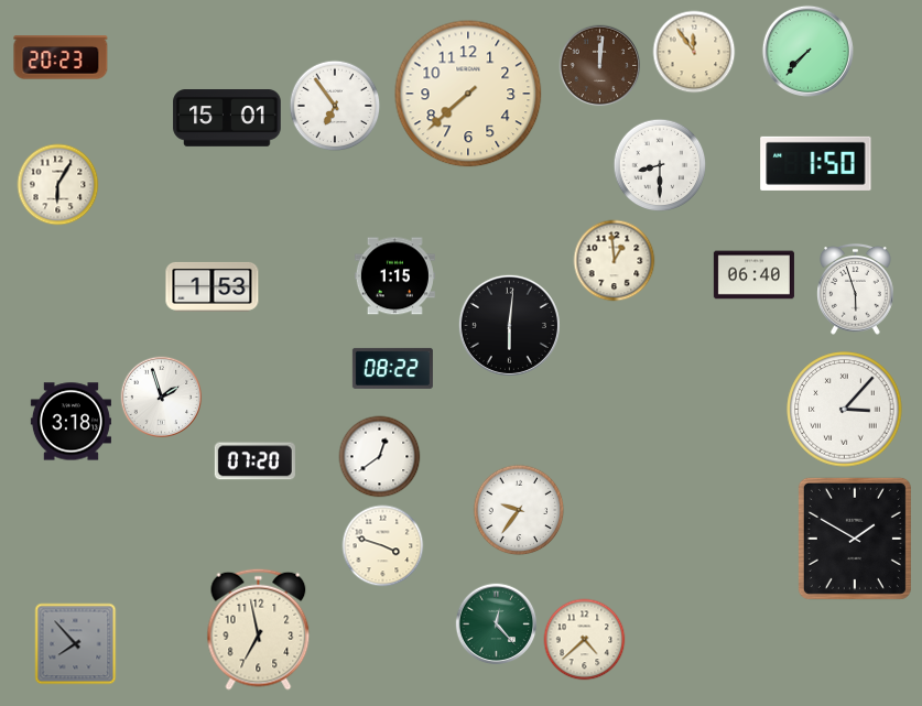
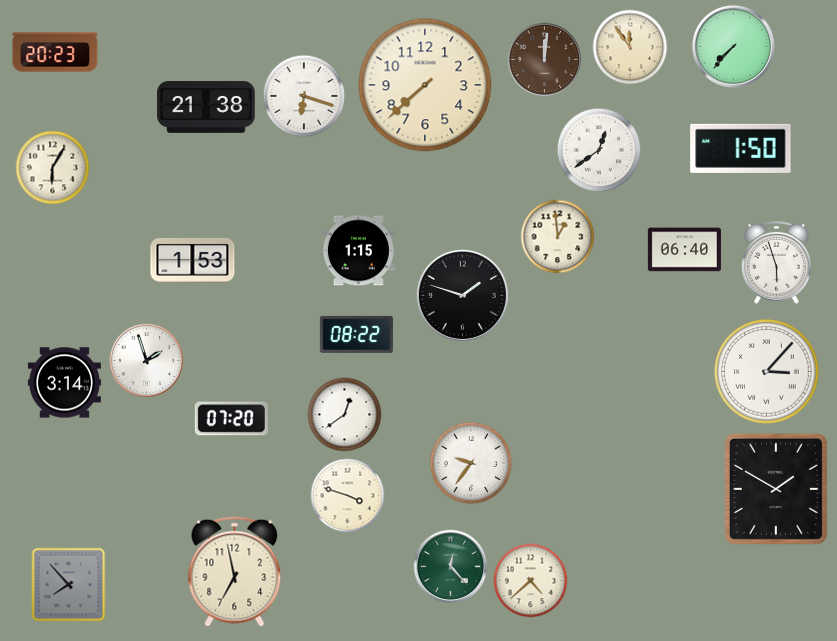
clock at (335, 106): 6:54 -> 6:18
clock at (227, 118): 15:01 -> 21:38
clock at (660, 165): 8:30 -> 12:39
clock at (509, 325): 6:01 -> 1:48
clock at (70, 422): 3:18 -> 3:14
